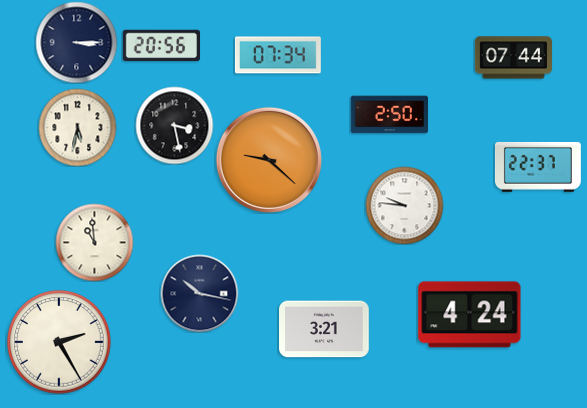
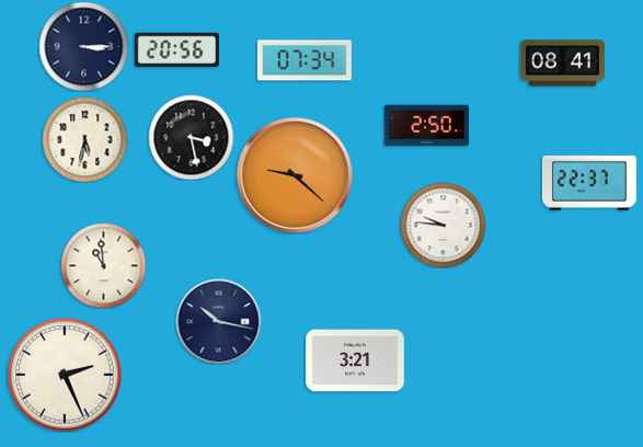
clock at (513, 58): 07:44 -> 08:41
clock at (470, 315): 4:24 -> none
clock at (59, 342): 2:25 -> 2:26
